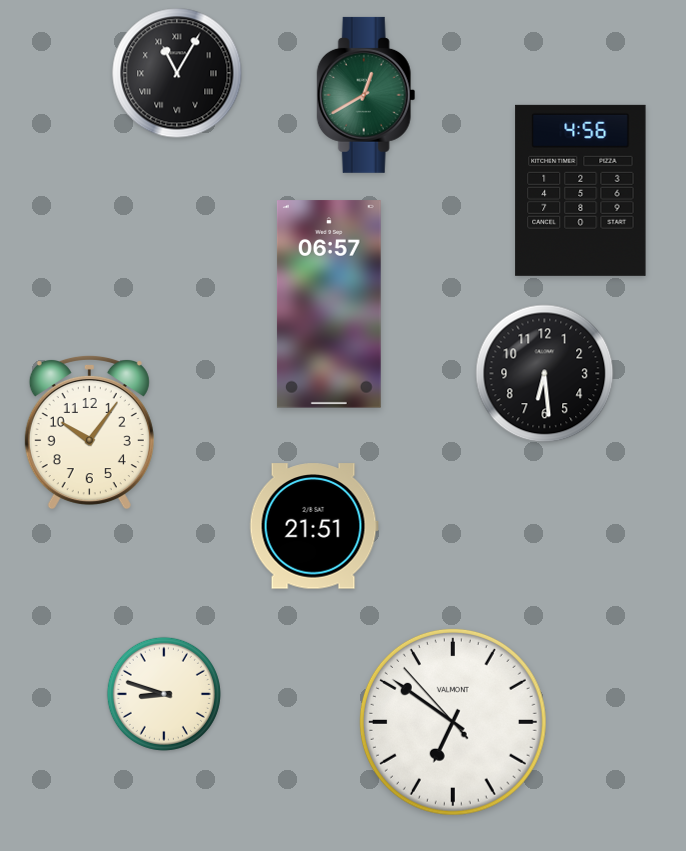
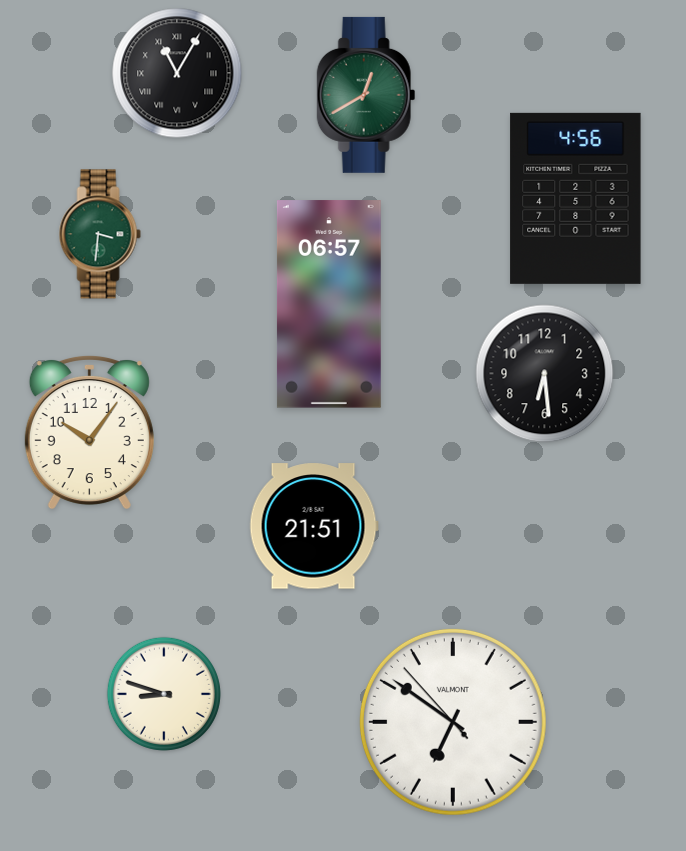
clock at (581, 190) position: (581, 190) -> (576, 198)
clock at (100, 234): none -> 3:31
